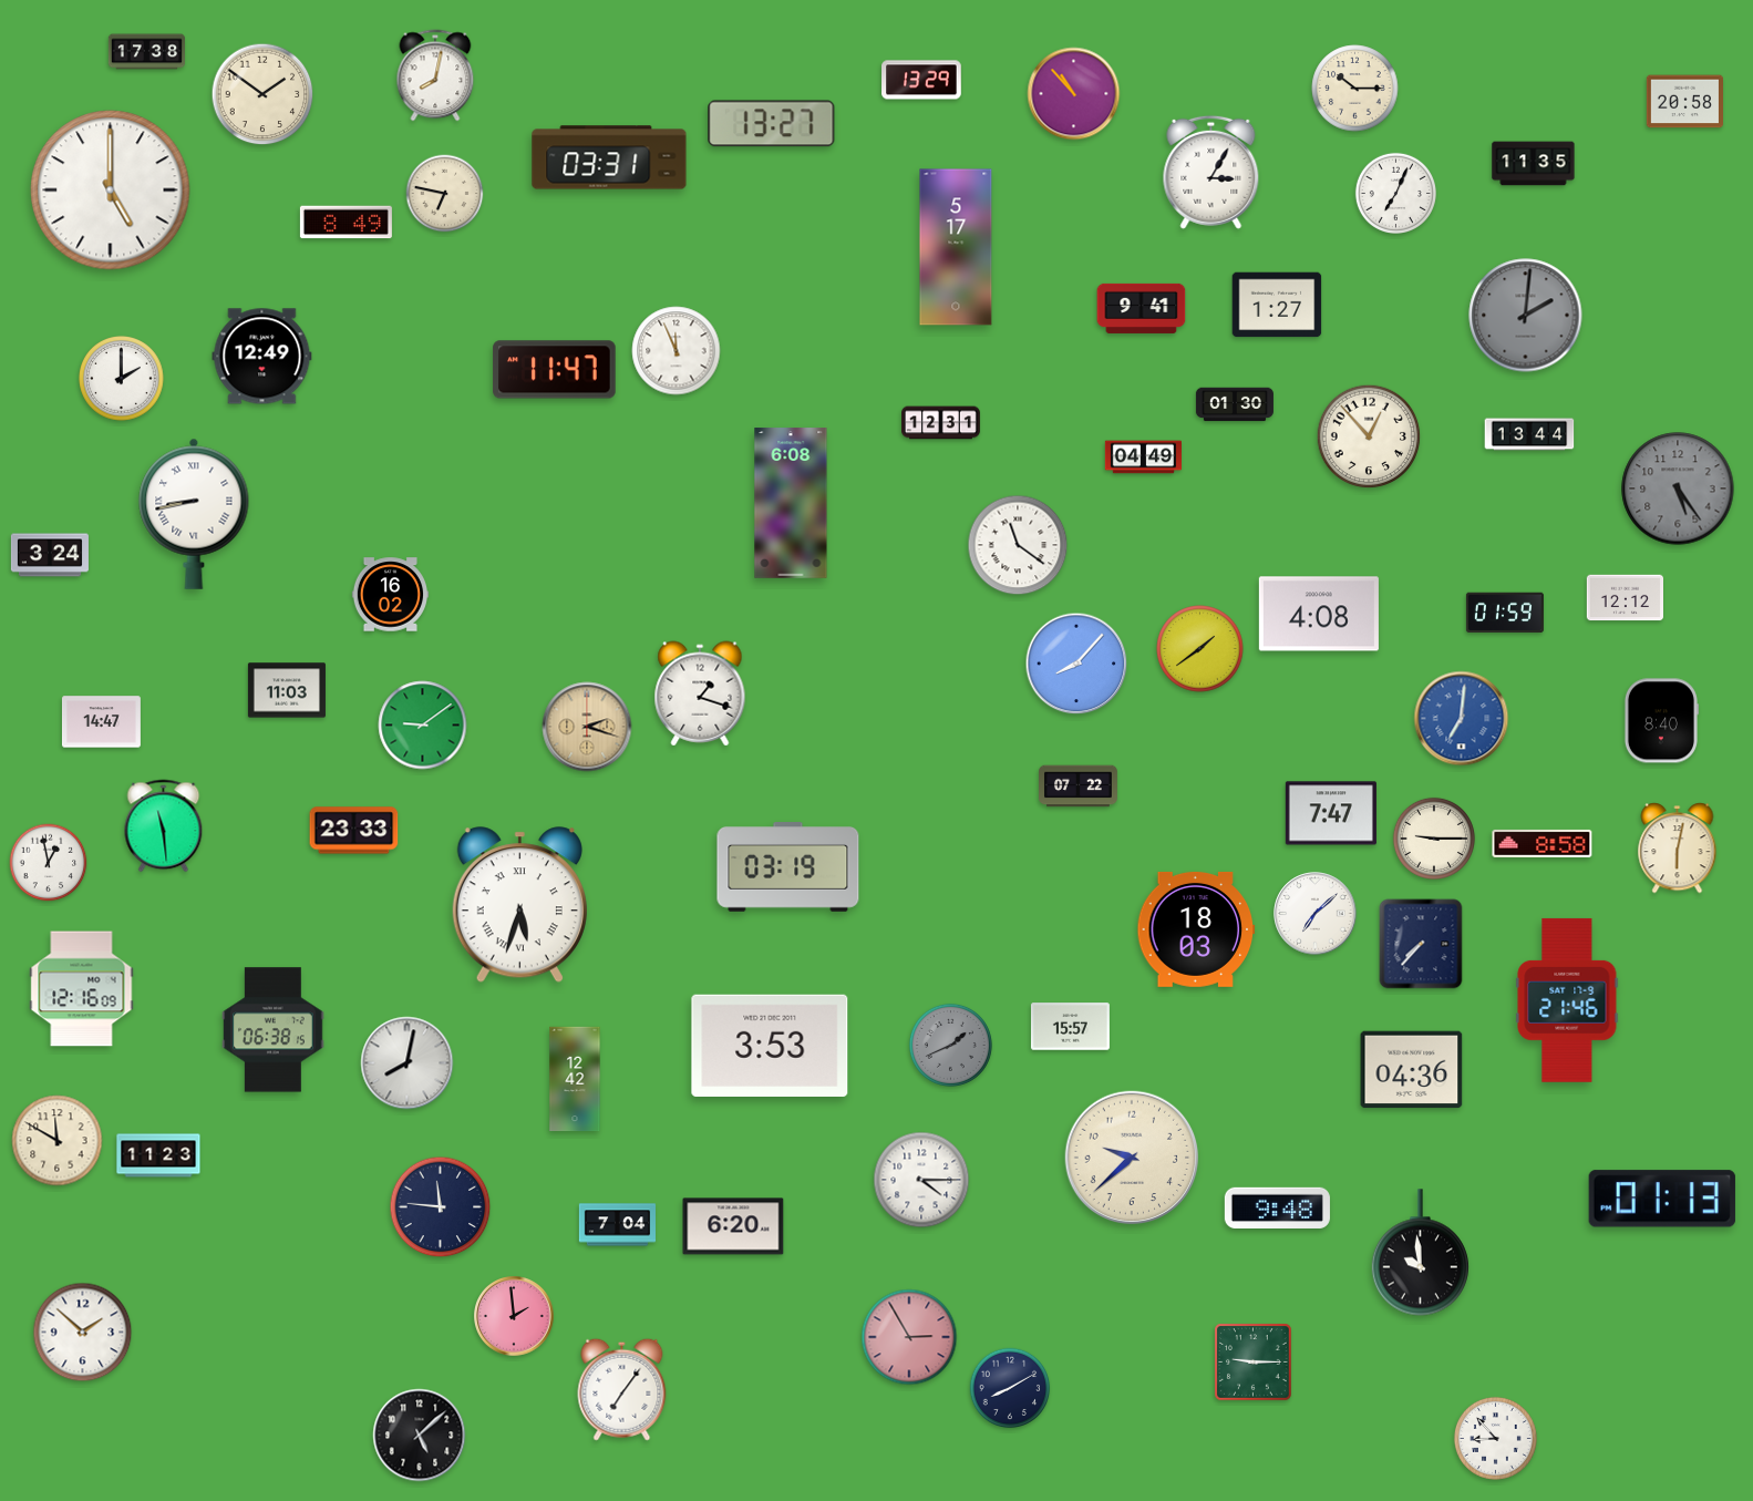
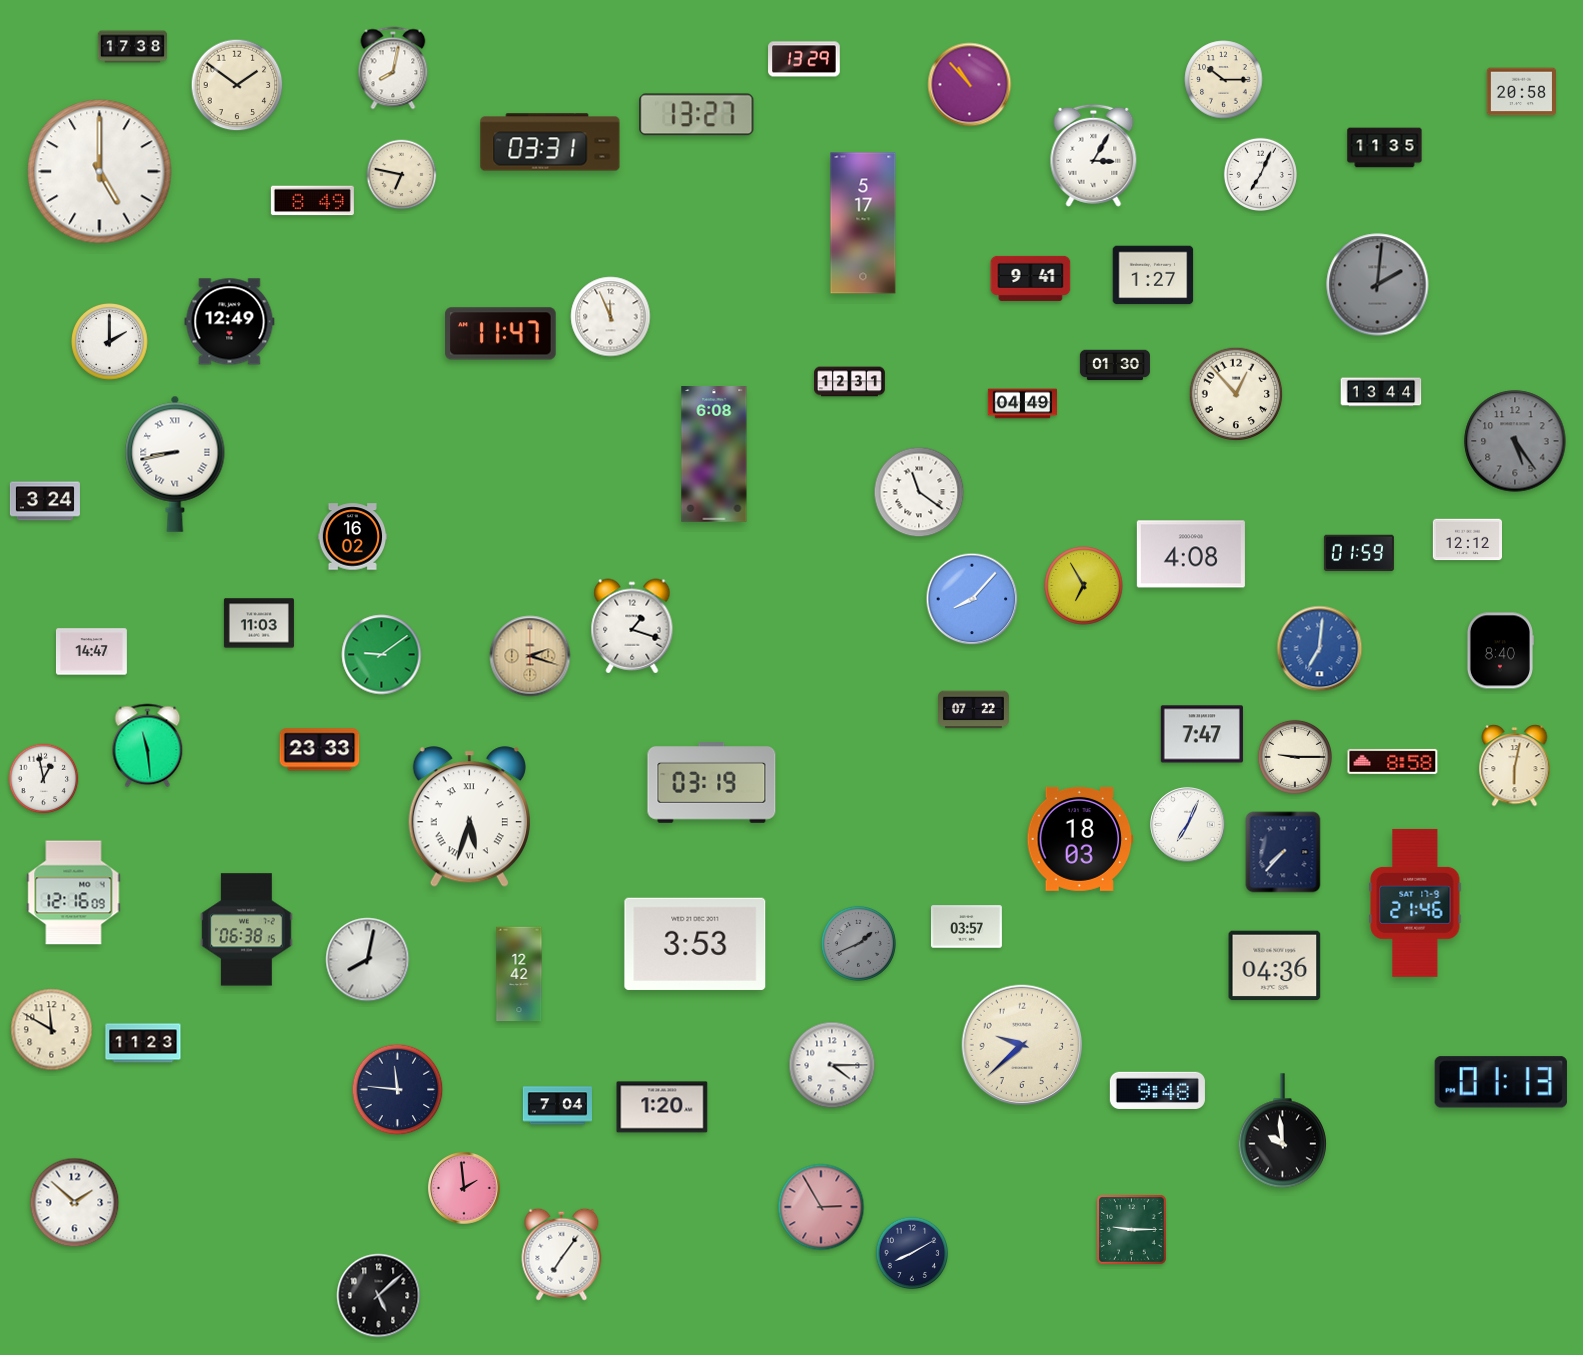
clock at (921, 80) position: (921, 80) -> (804, 59)
clock at (772, 124) position: (772, 124) -> (697, 115)
clock at (262, 357) position: (262, 357) -> (230, 322)
clock at (1143, 458) position: (1143, 458) -> (1022, 404)
clock at (1200, 649): 1:39 -> 6:55
clock at (1316, 914): 7:08 -> 7:04
clock at (1070, 1027): 15:57 -> 03:57
clock at (1277, 1207) position: (1277, 1207) -> (1157, 1090)
clock at (733, 1226): 6:20 -> 1:20
clock at (1495, 1438): 8:53 -> none
